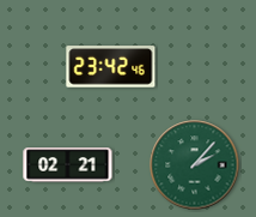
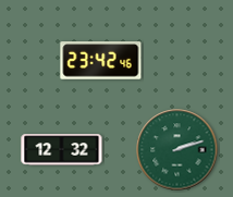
clock at (68, 165): 02:21 -> 12:32
clock at (195, 165): 2:07 -> 2:12
